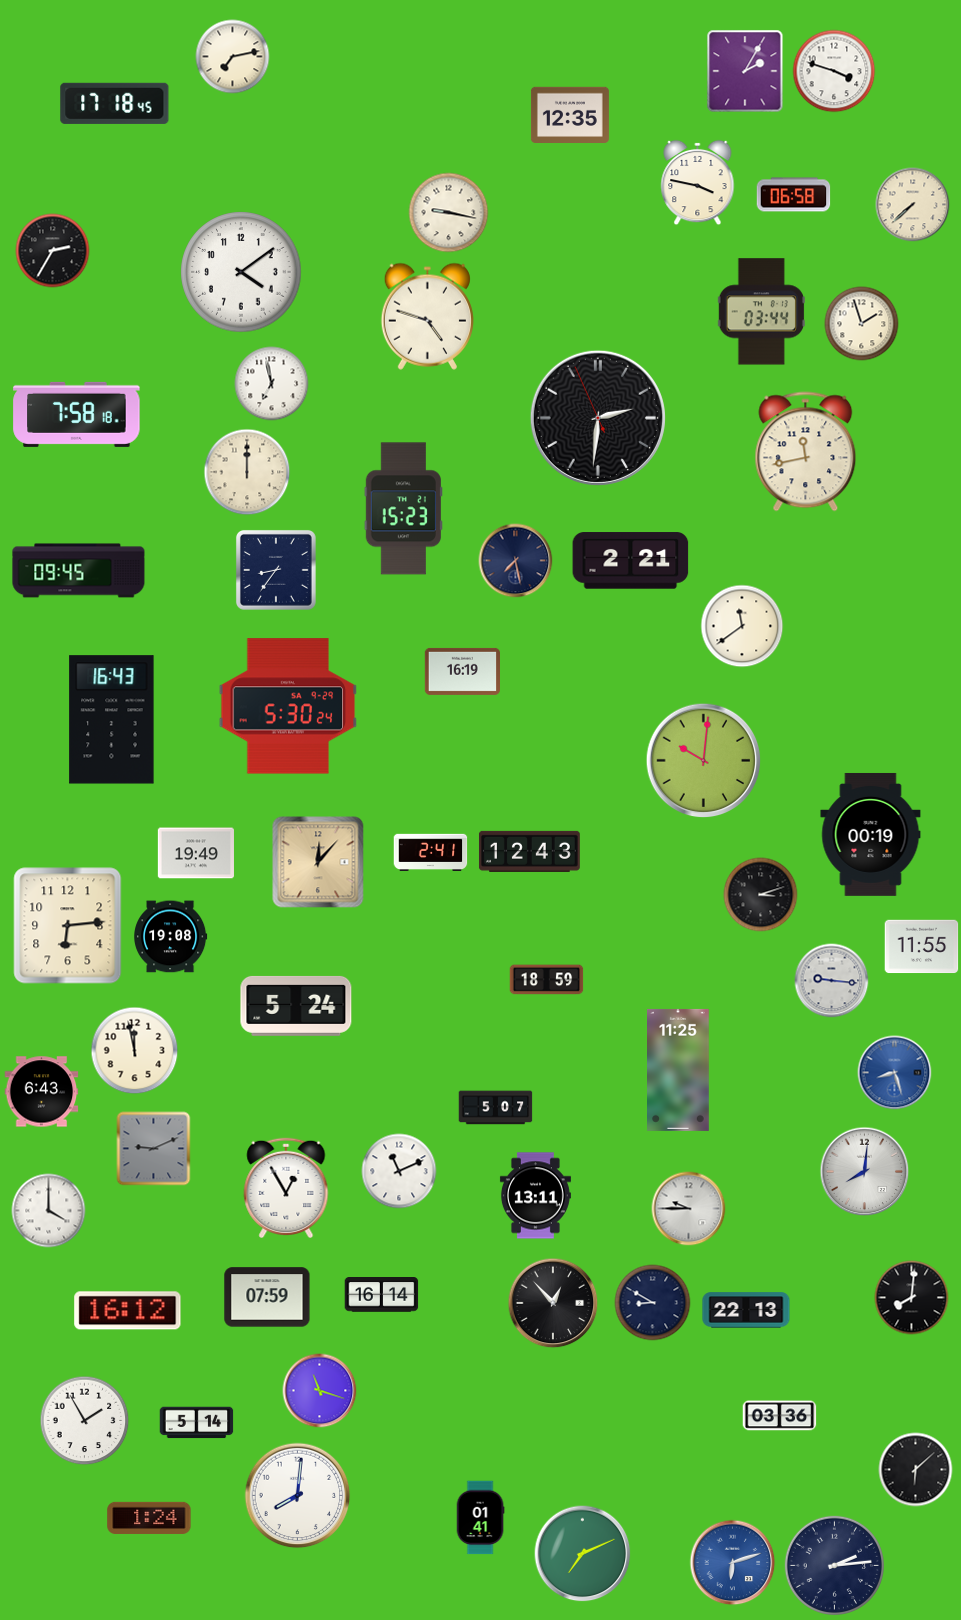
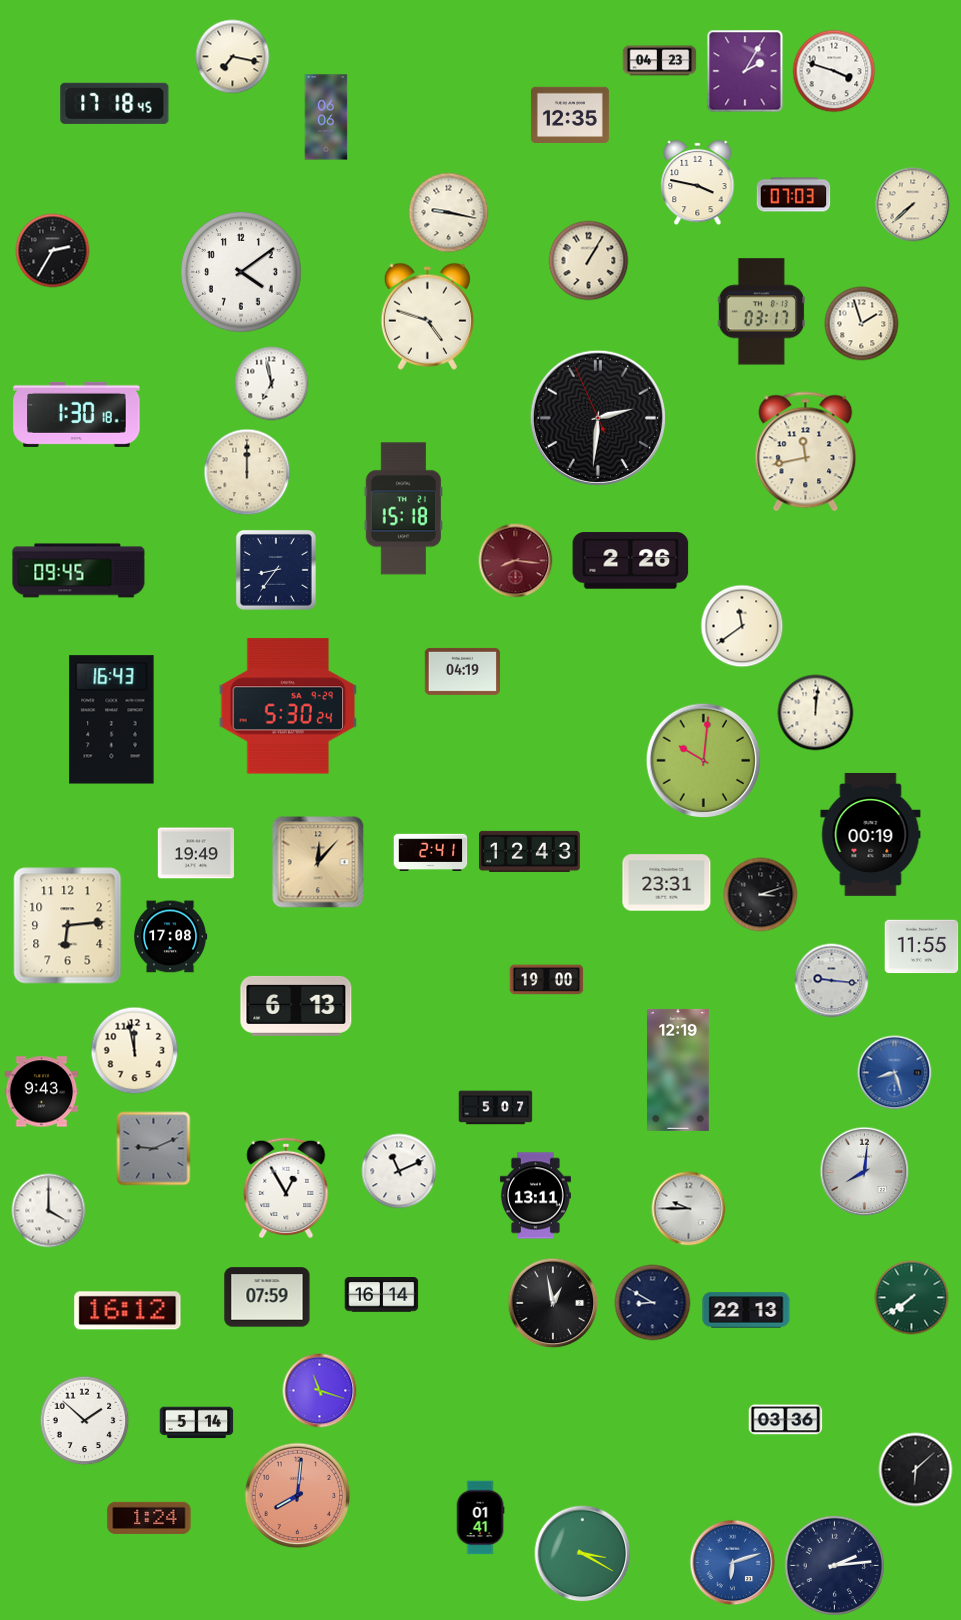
clock at (233, 57): 7:13 -> 7:17
clock at (660, 61): none -> 04:23
clock at (326, 117): none -> 06:06
clock at (794, 195): 06:58 -> 07:03
clock at (589, 261): none -> 1:05
clock at (761, 312): 03:44 -> 03:17
clock at (77, 414): 7:58 -> 1:30
clock at (403, 509): 15:23 -> 15:18
clock at (516, 561): 7:28 -> 8:16
clock at (516, 561) dial: navy -> burgundy
clock at (631, 561): 2:21 -> 2:26
clock at (462, 671): 16:19 -> 04:19
clock at (816, 713): none -> 12:01
clock at (667, 883): none -> 23:31
clock at (171, 937): 19:08 -> 17:08
clock at (547, 980): 18:59 -> 19:00
clock at (296, 1006): 5:24 -> 6:13
clock at (679, 1070): 11:25 -> 12:19
clock at (42, 1092): 6:43 -> 9:43
clock at (912, 1298): 8:01 -> 7:39
clock at (912, 1298) dial: black -> green
clock at (553, 1303): 12:53 -> 12:58
clock at (780, 1416) position: (780, 1416) -> (786, 1420)
clock at (85, 1421): 1:55 -> 1:52
clock at (298, 1496) dial: white -> salmon
clock at (583, 1554): 7:11 -> 3:20
